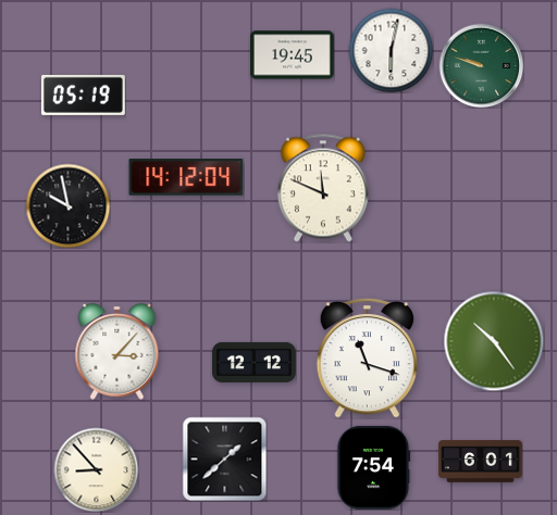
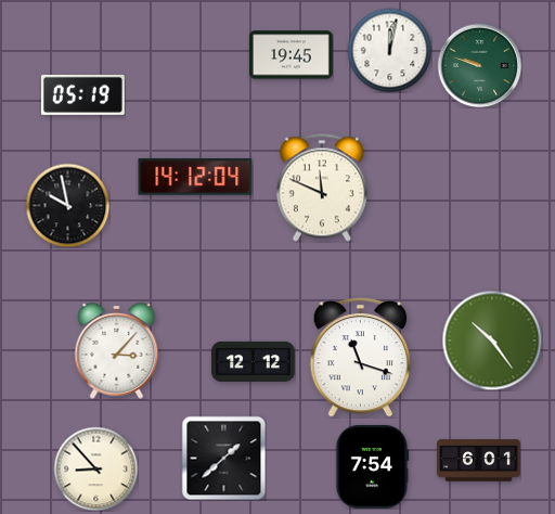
clock at (391, 50): 6:02 -> 12:02
clock at (186, 177) position: (186, 177) -> (195, 177)
clock at (368, 357) position: (368, 357) -> (361, 357)
